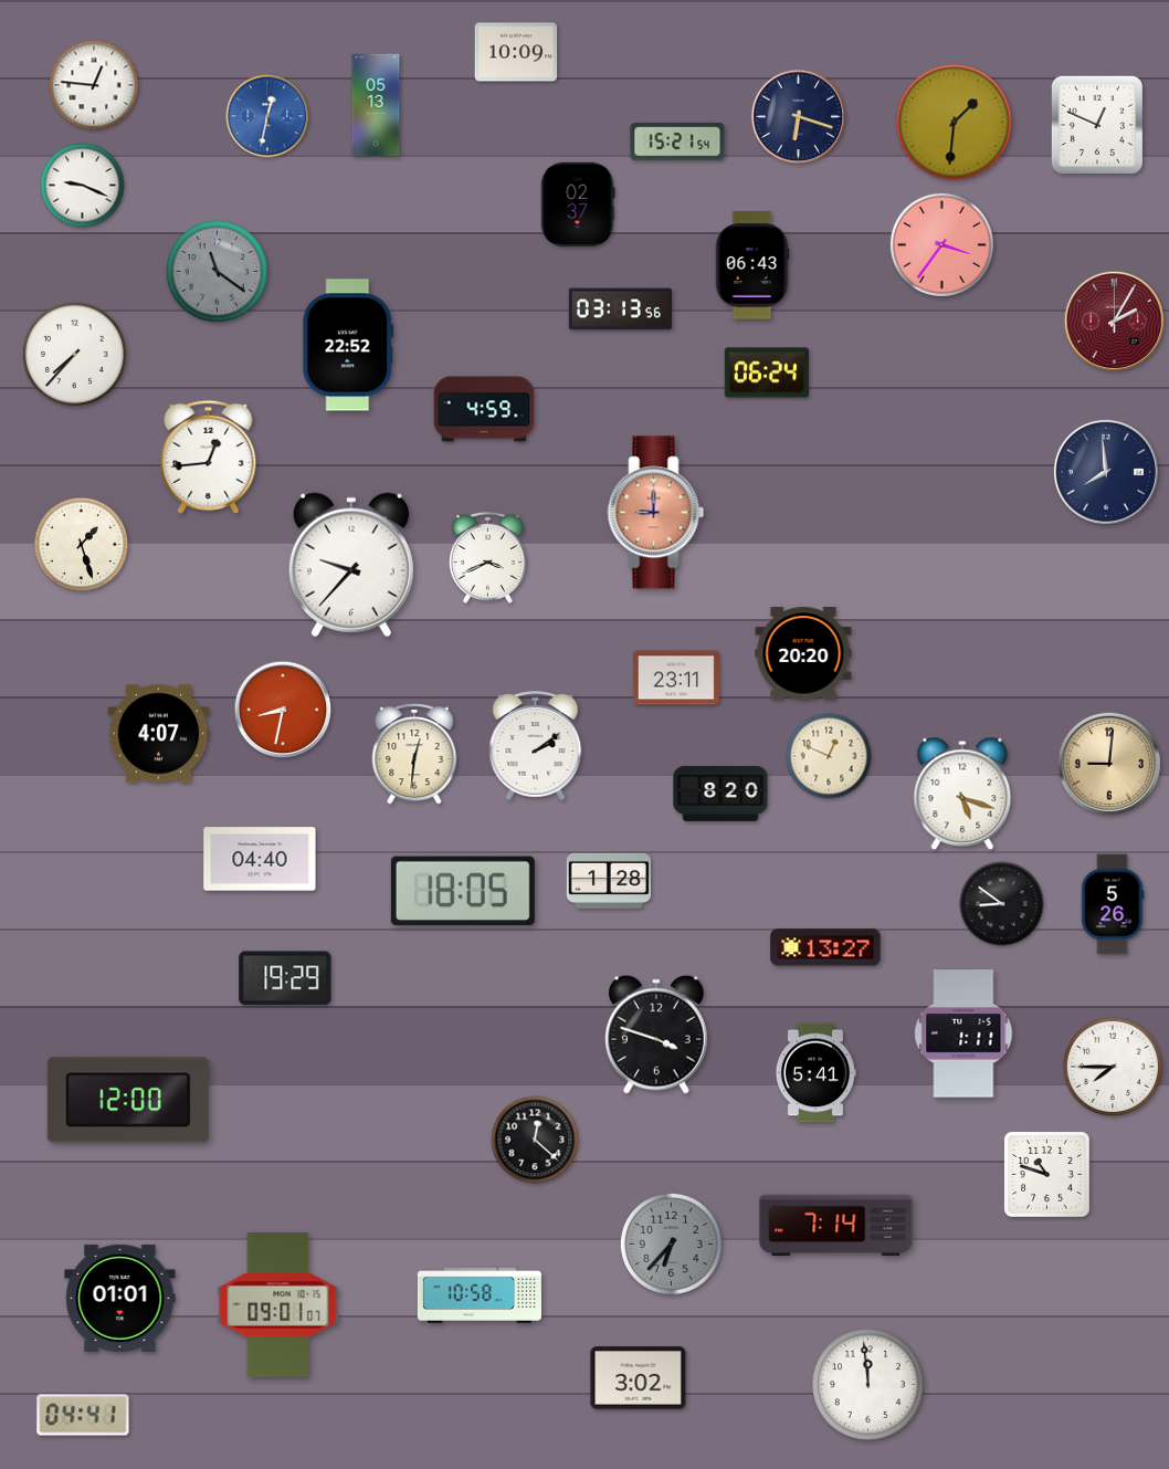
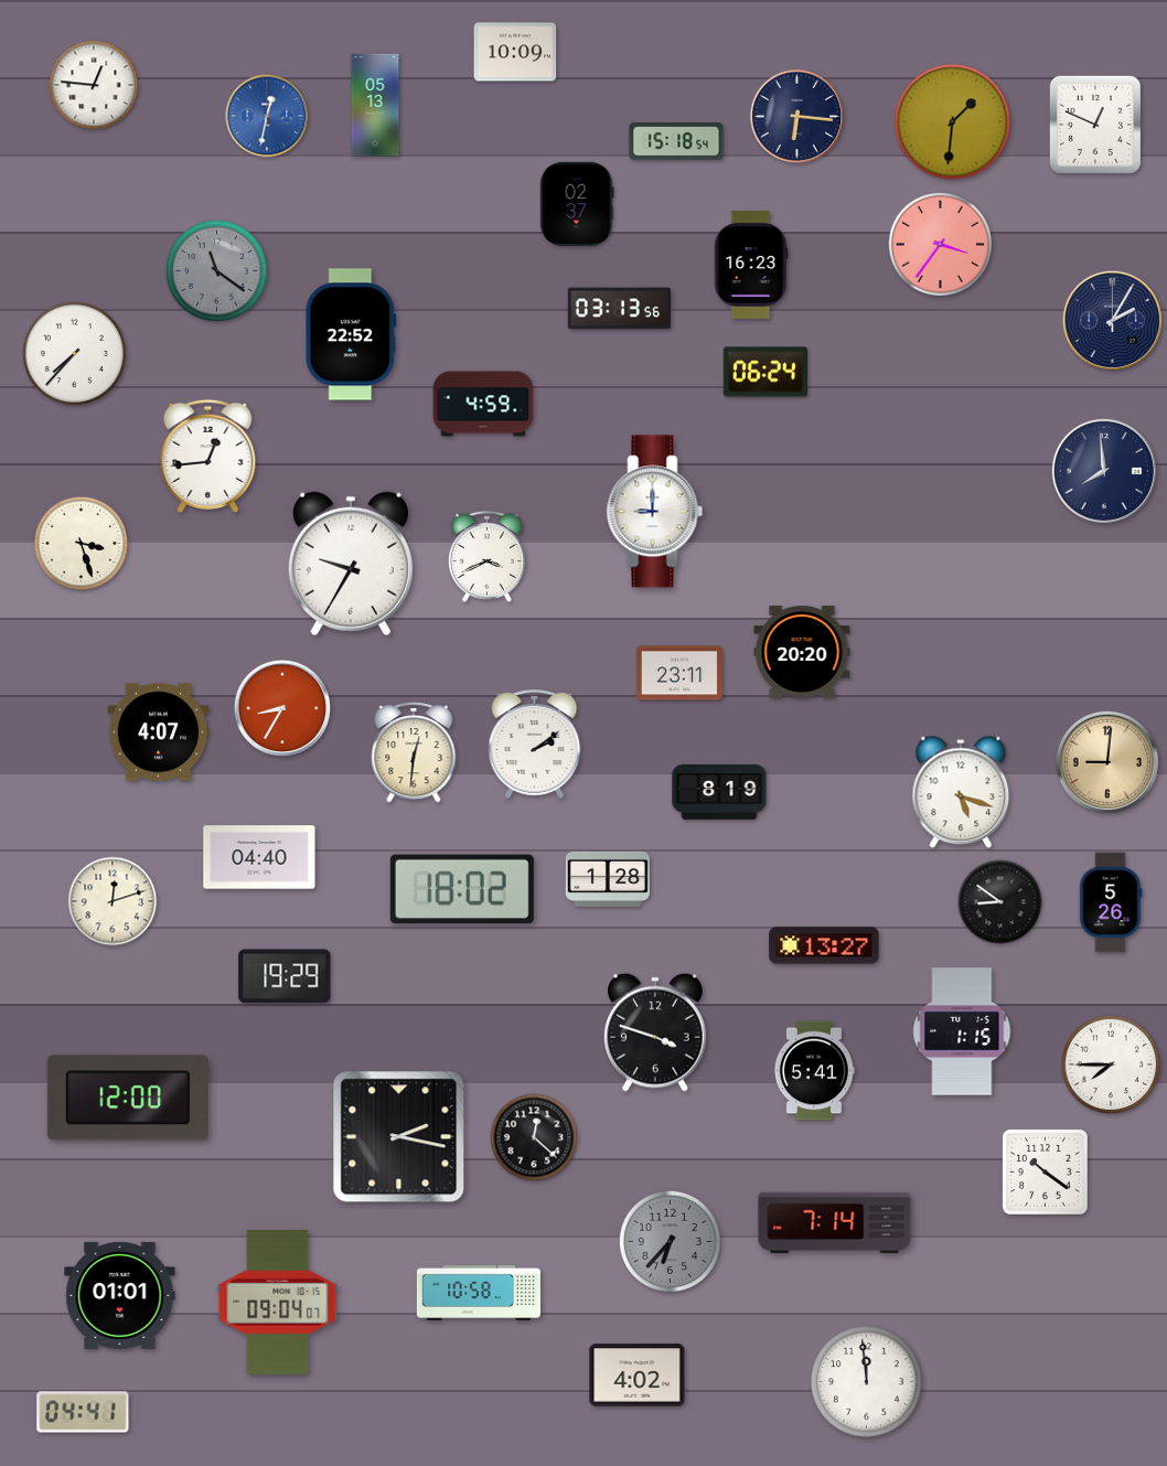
clock at (799, 117): 6:18 -> 6:16
clock at (677, 143): 15:21 -> 15:18
clock at (83, 186): 9:19 -> none
clock at (752, 265): 06:43 -> 16:23
clock at (1114, 321) dial: burgundy -> navy
clock at (348, 345) position: (348, 345) -> (351, 334)
clock at (484, 409) position: (484, 409) -> (483, 404)
clock at (656, 513) dial: salmon -> white
clock at (82, 545): 1:27 -> 3:27
clock at (351, 565): 9:37 -> 9:35
clock at (676, 678) position: (676, 678) -> (679, 673)
clock at (283, 710): 8:32 -> 8:35
clock at (829, 756): 12:49 -> none
clock at (720, 794): 8:20 -> 8:19
clock at (463, 891): 18:05 -> 18:02
clock at (113, 901): none -> 12:12
clock at (963, 1033): 1:11 -> 1:15
clock at (399, 1137): none -> 2:17
clock at (1047, 1175): 10:48 -> 10:21
clock at (278, 1304): 09:01 -> 09:04
clock at (639, 1378): 3:02 -> 4:02
